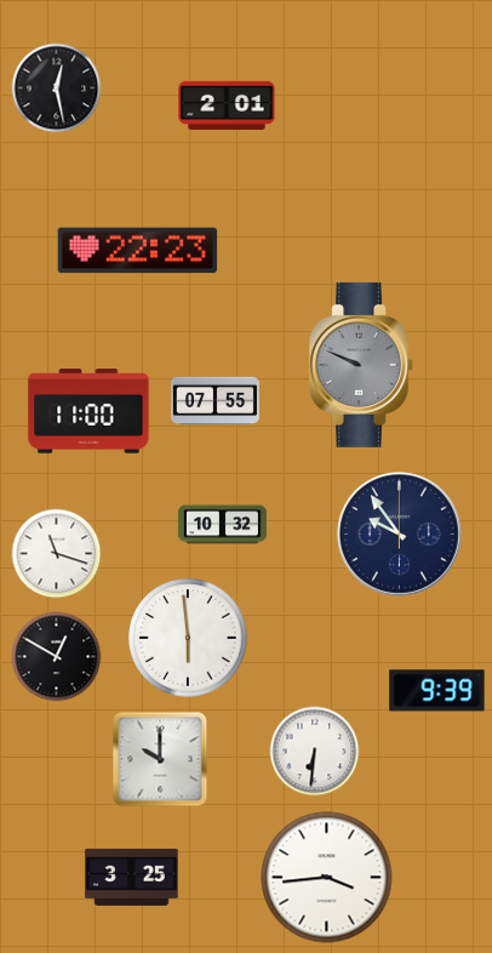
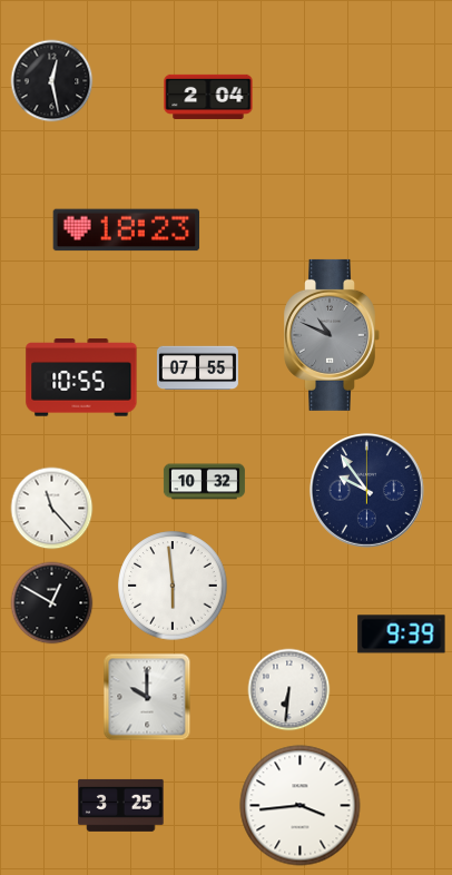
clock at (227, 105): 2:01 -> 2:04
clock at (138, 251): 22:23 -> 18:23
clock at (361, 365): 9:49 -> 10:49
clock at (88, 411): 11:00 -> 10:55
clock at (57, 554): 11:18 -> 11:23
